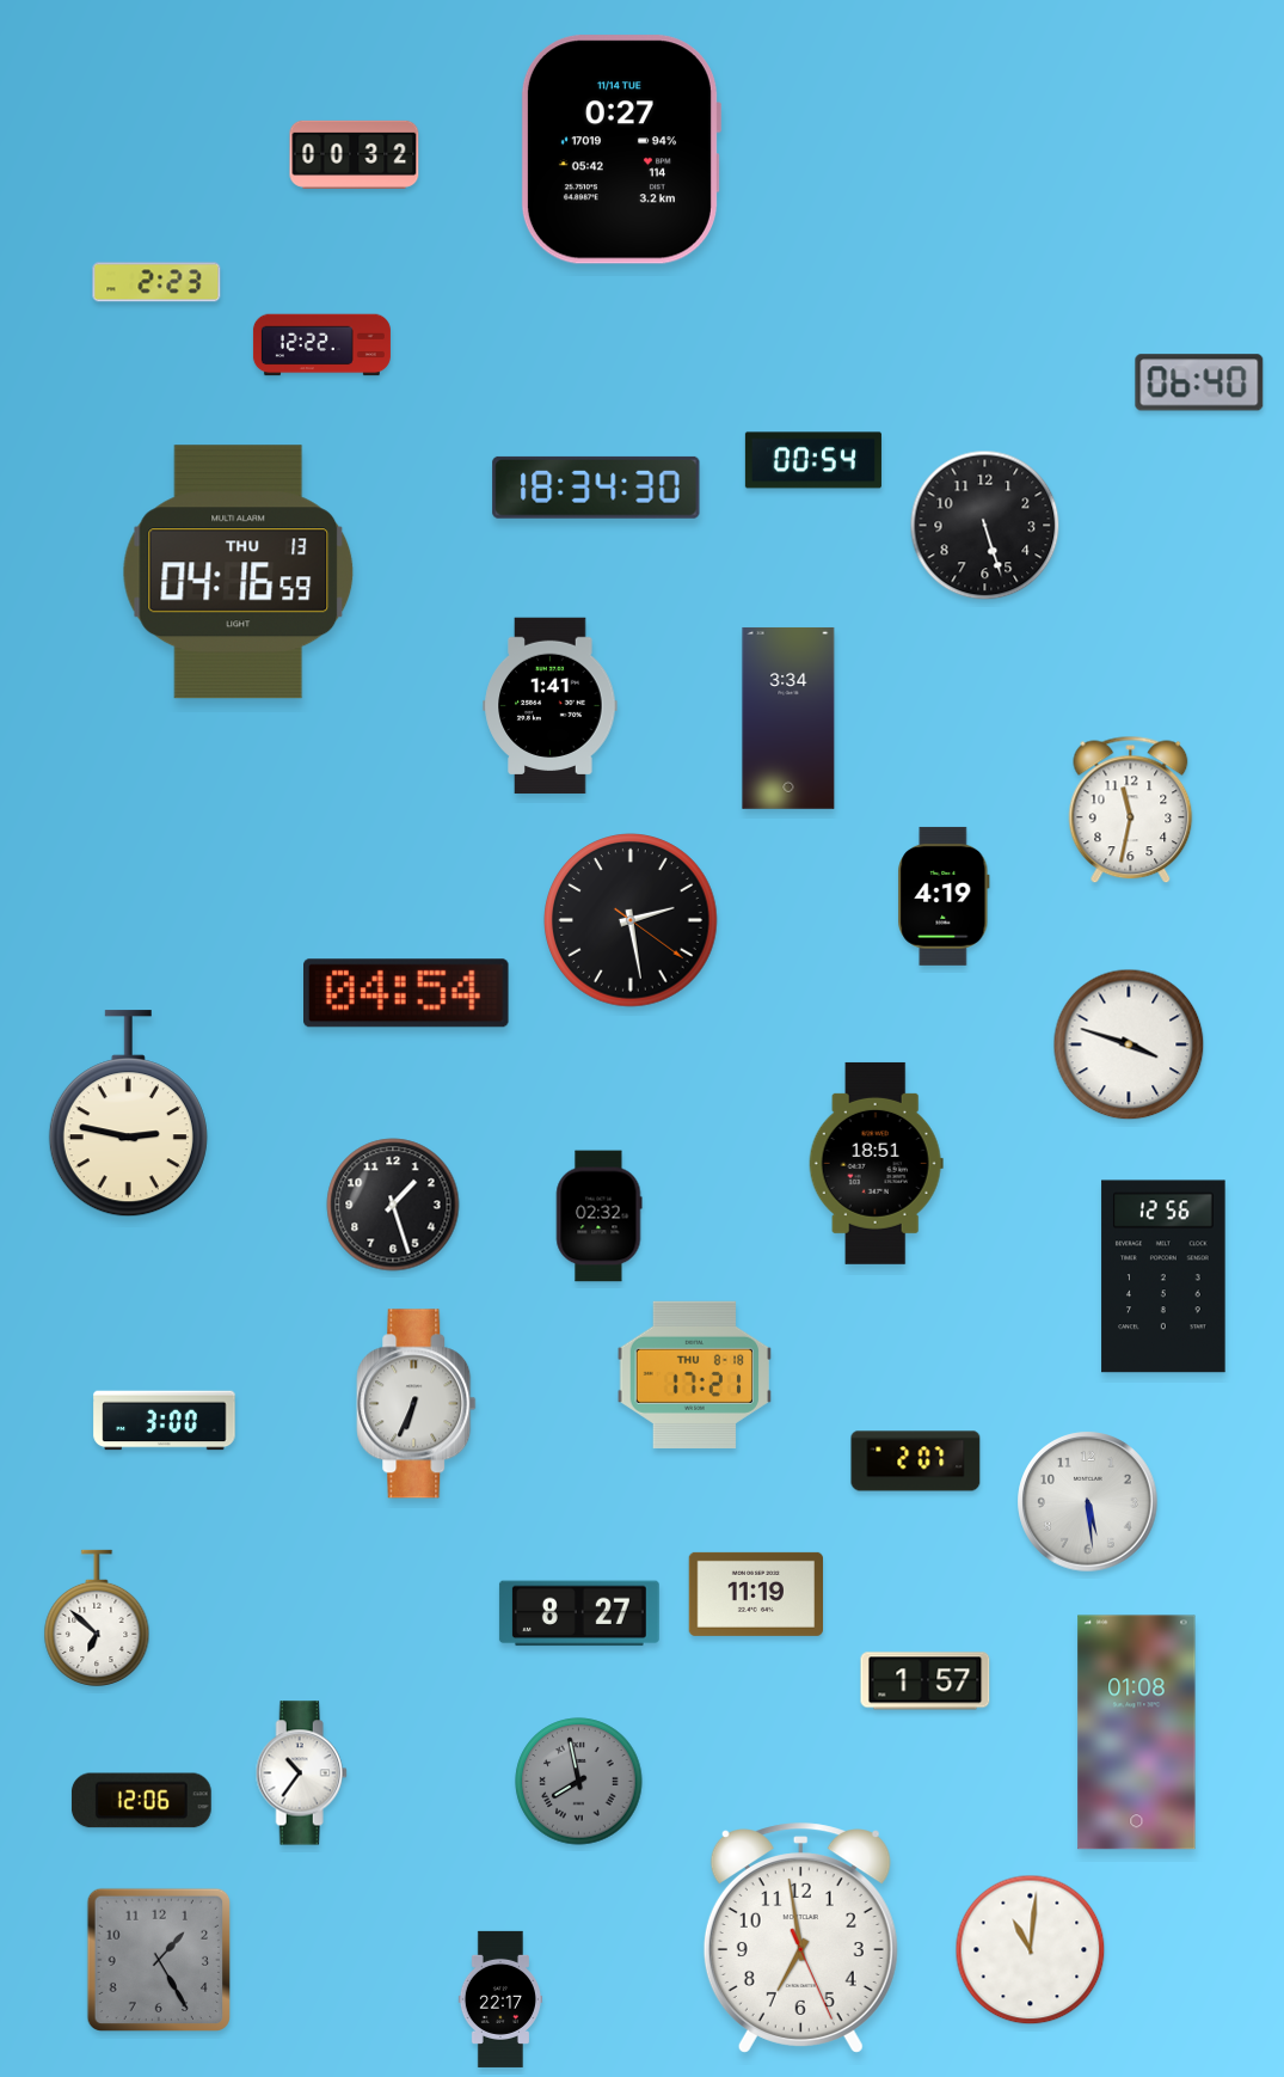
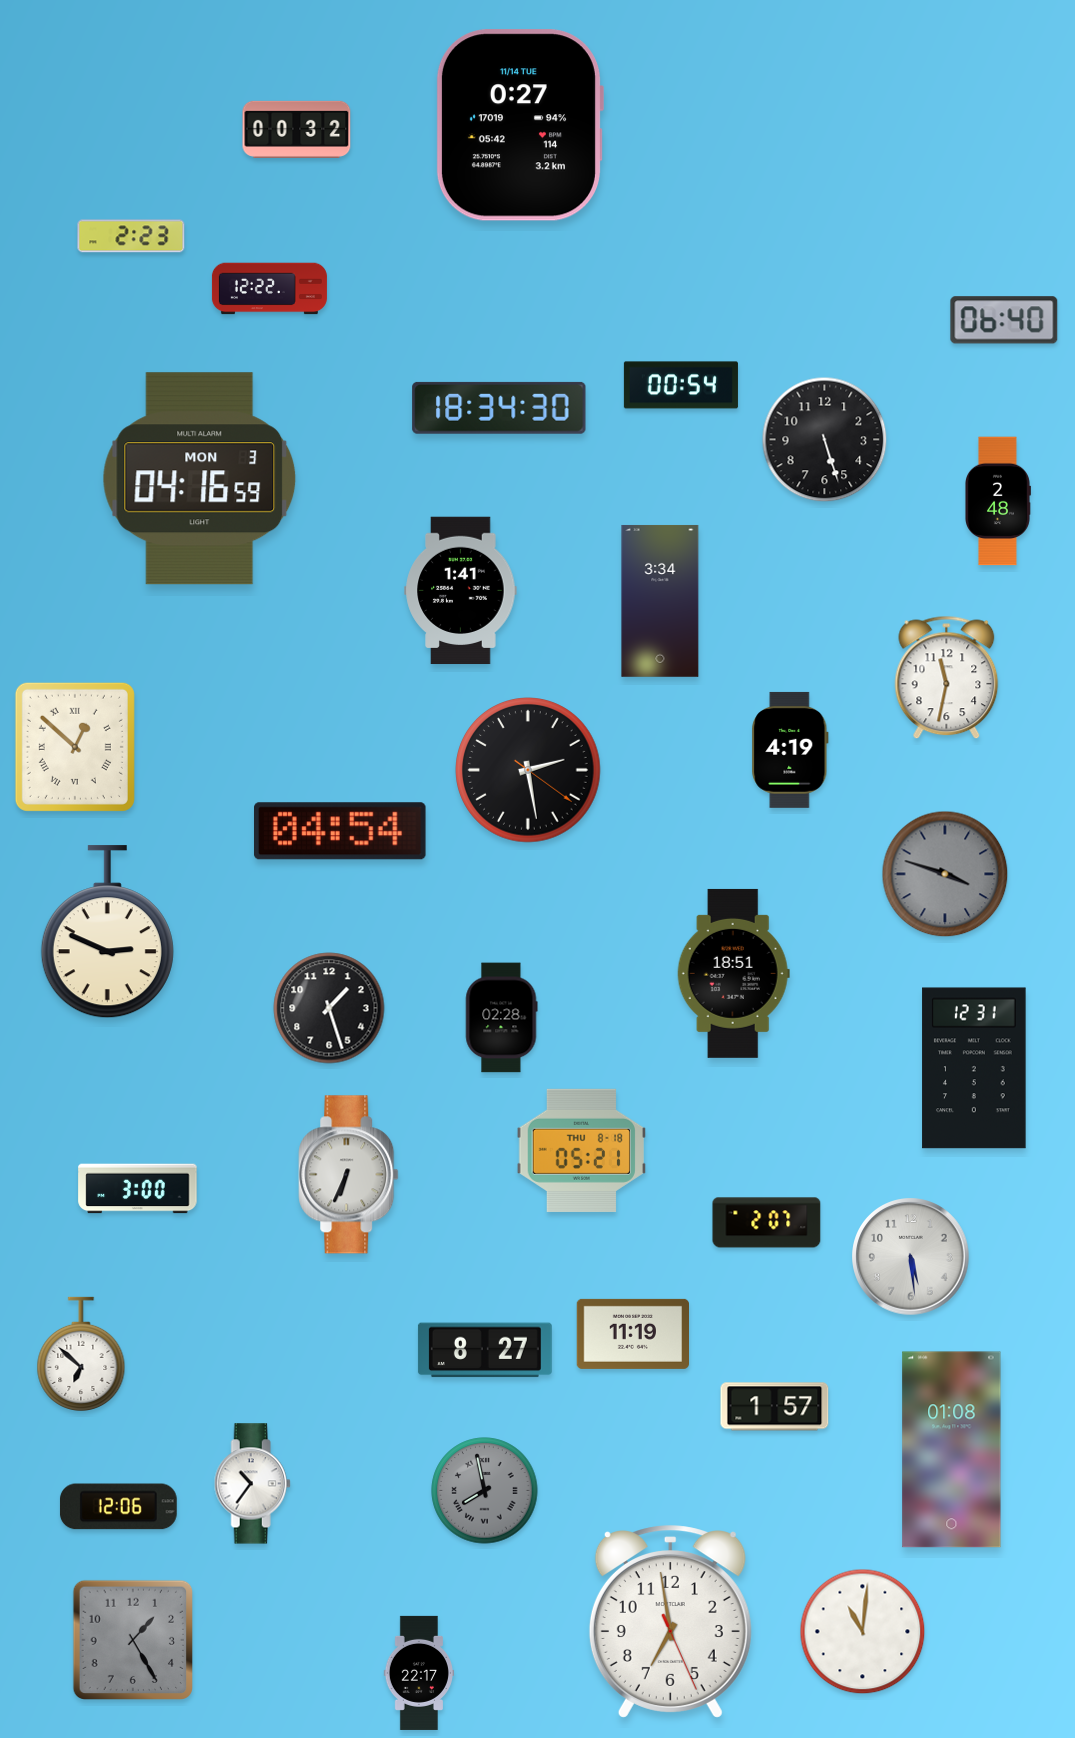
clock at (239, 572) date: THU 13 -> MON 3
clock at (998, 501): none -> 2:48
clock at (75, 747): none -> 12:52
clock at (1129, 1044) dial: white -> grey
clock at (128, 1114): 2:47 -> 2:49
clock at (598, 1217): 02:32 -> 02:28
clock at (1163, 1276): 12:56 -> 12:31
clock at (694, 1374): 17:21 -> 05:21
